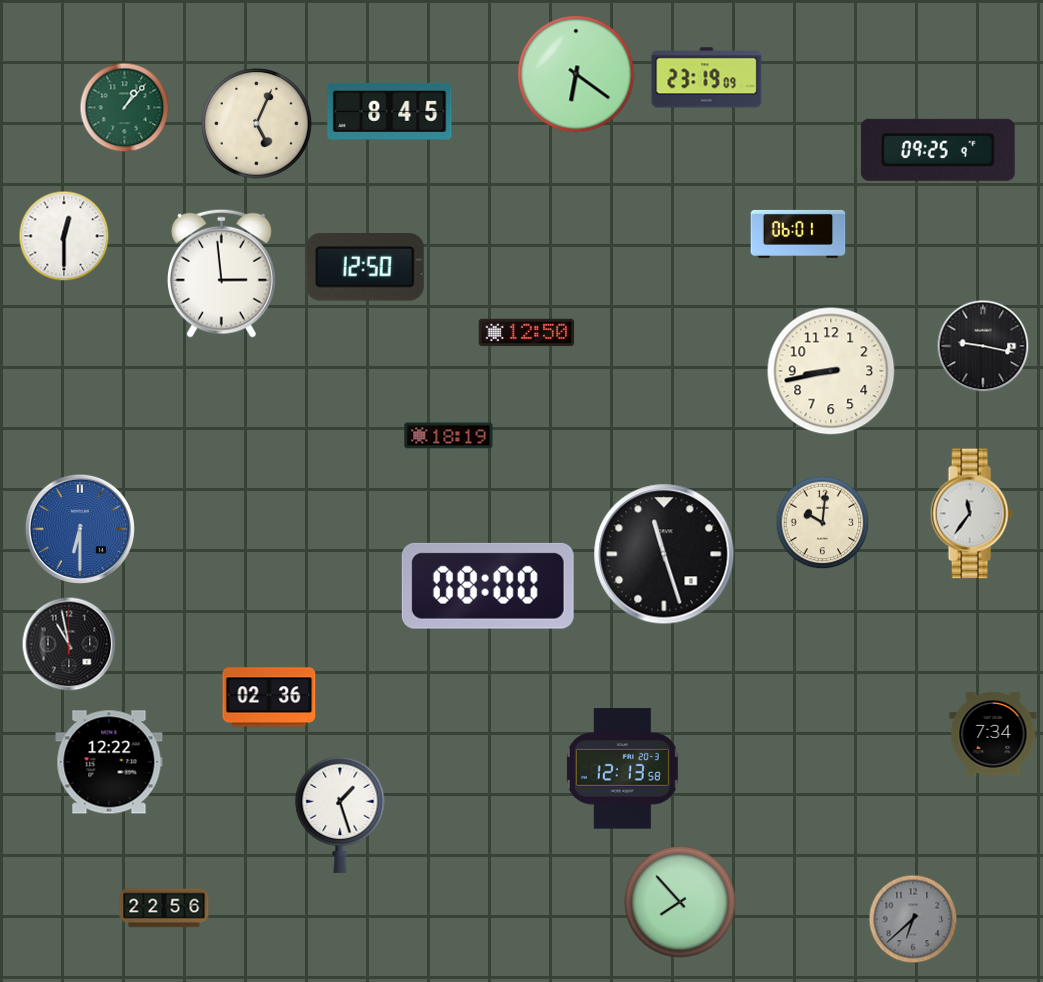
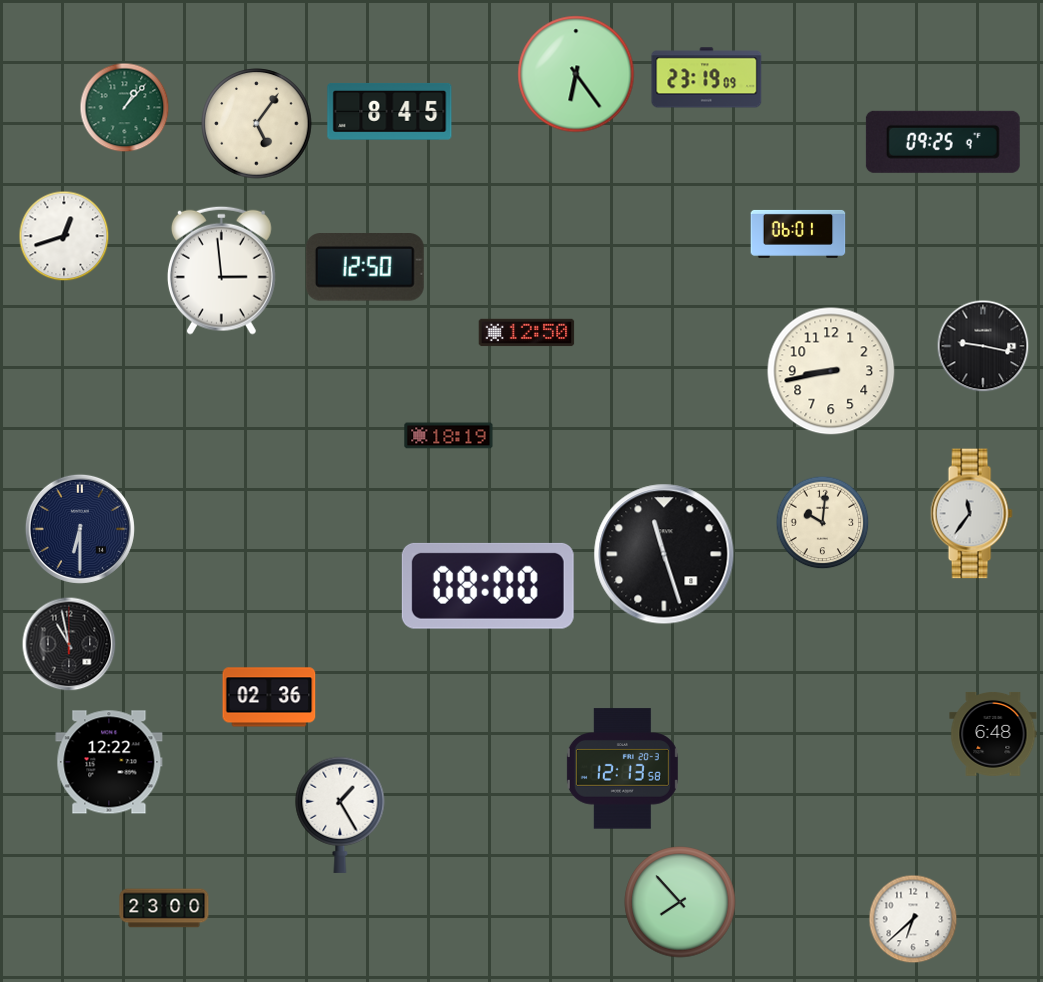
clock at (576, 74): 6:21 -> 6:24
clock at (257, 124): 5:04 -> 5:06
clock at (938, 150) position: (938, 150) -> (943, 142)
clock at (64, 236): 12:30 -> 12:42
clock at (221, 273) position: (221, 273) -> (221, 270)
clock at (80, 529) dial: blue -> navy
clock at (993, 734): 7:34 -> 6:48
clock at (340, 815): 1:27 -> 1:25
clock at (164, 908): 22:56 -> 23:00
clock at (913, 919) dial: grey -> white
